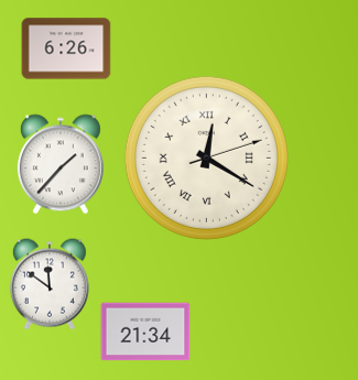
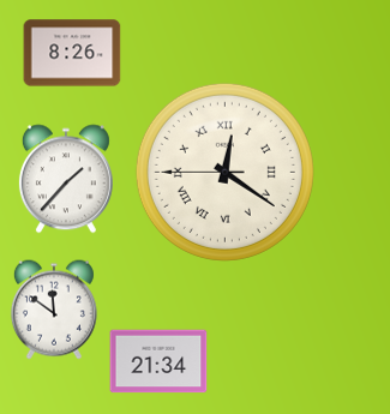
clock at (66, 48): 6:26 -> 8:26
clock at (206, 158): 12:20:12 -> 12:20:45
